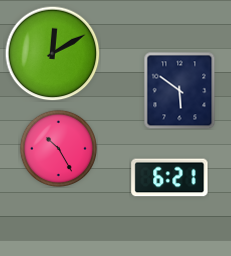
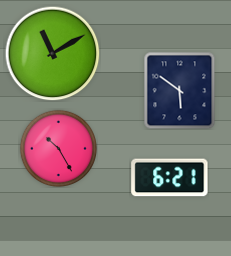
clock at (52, 53): 12:10 -> 11:10
